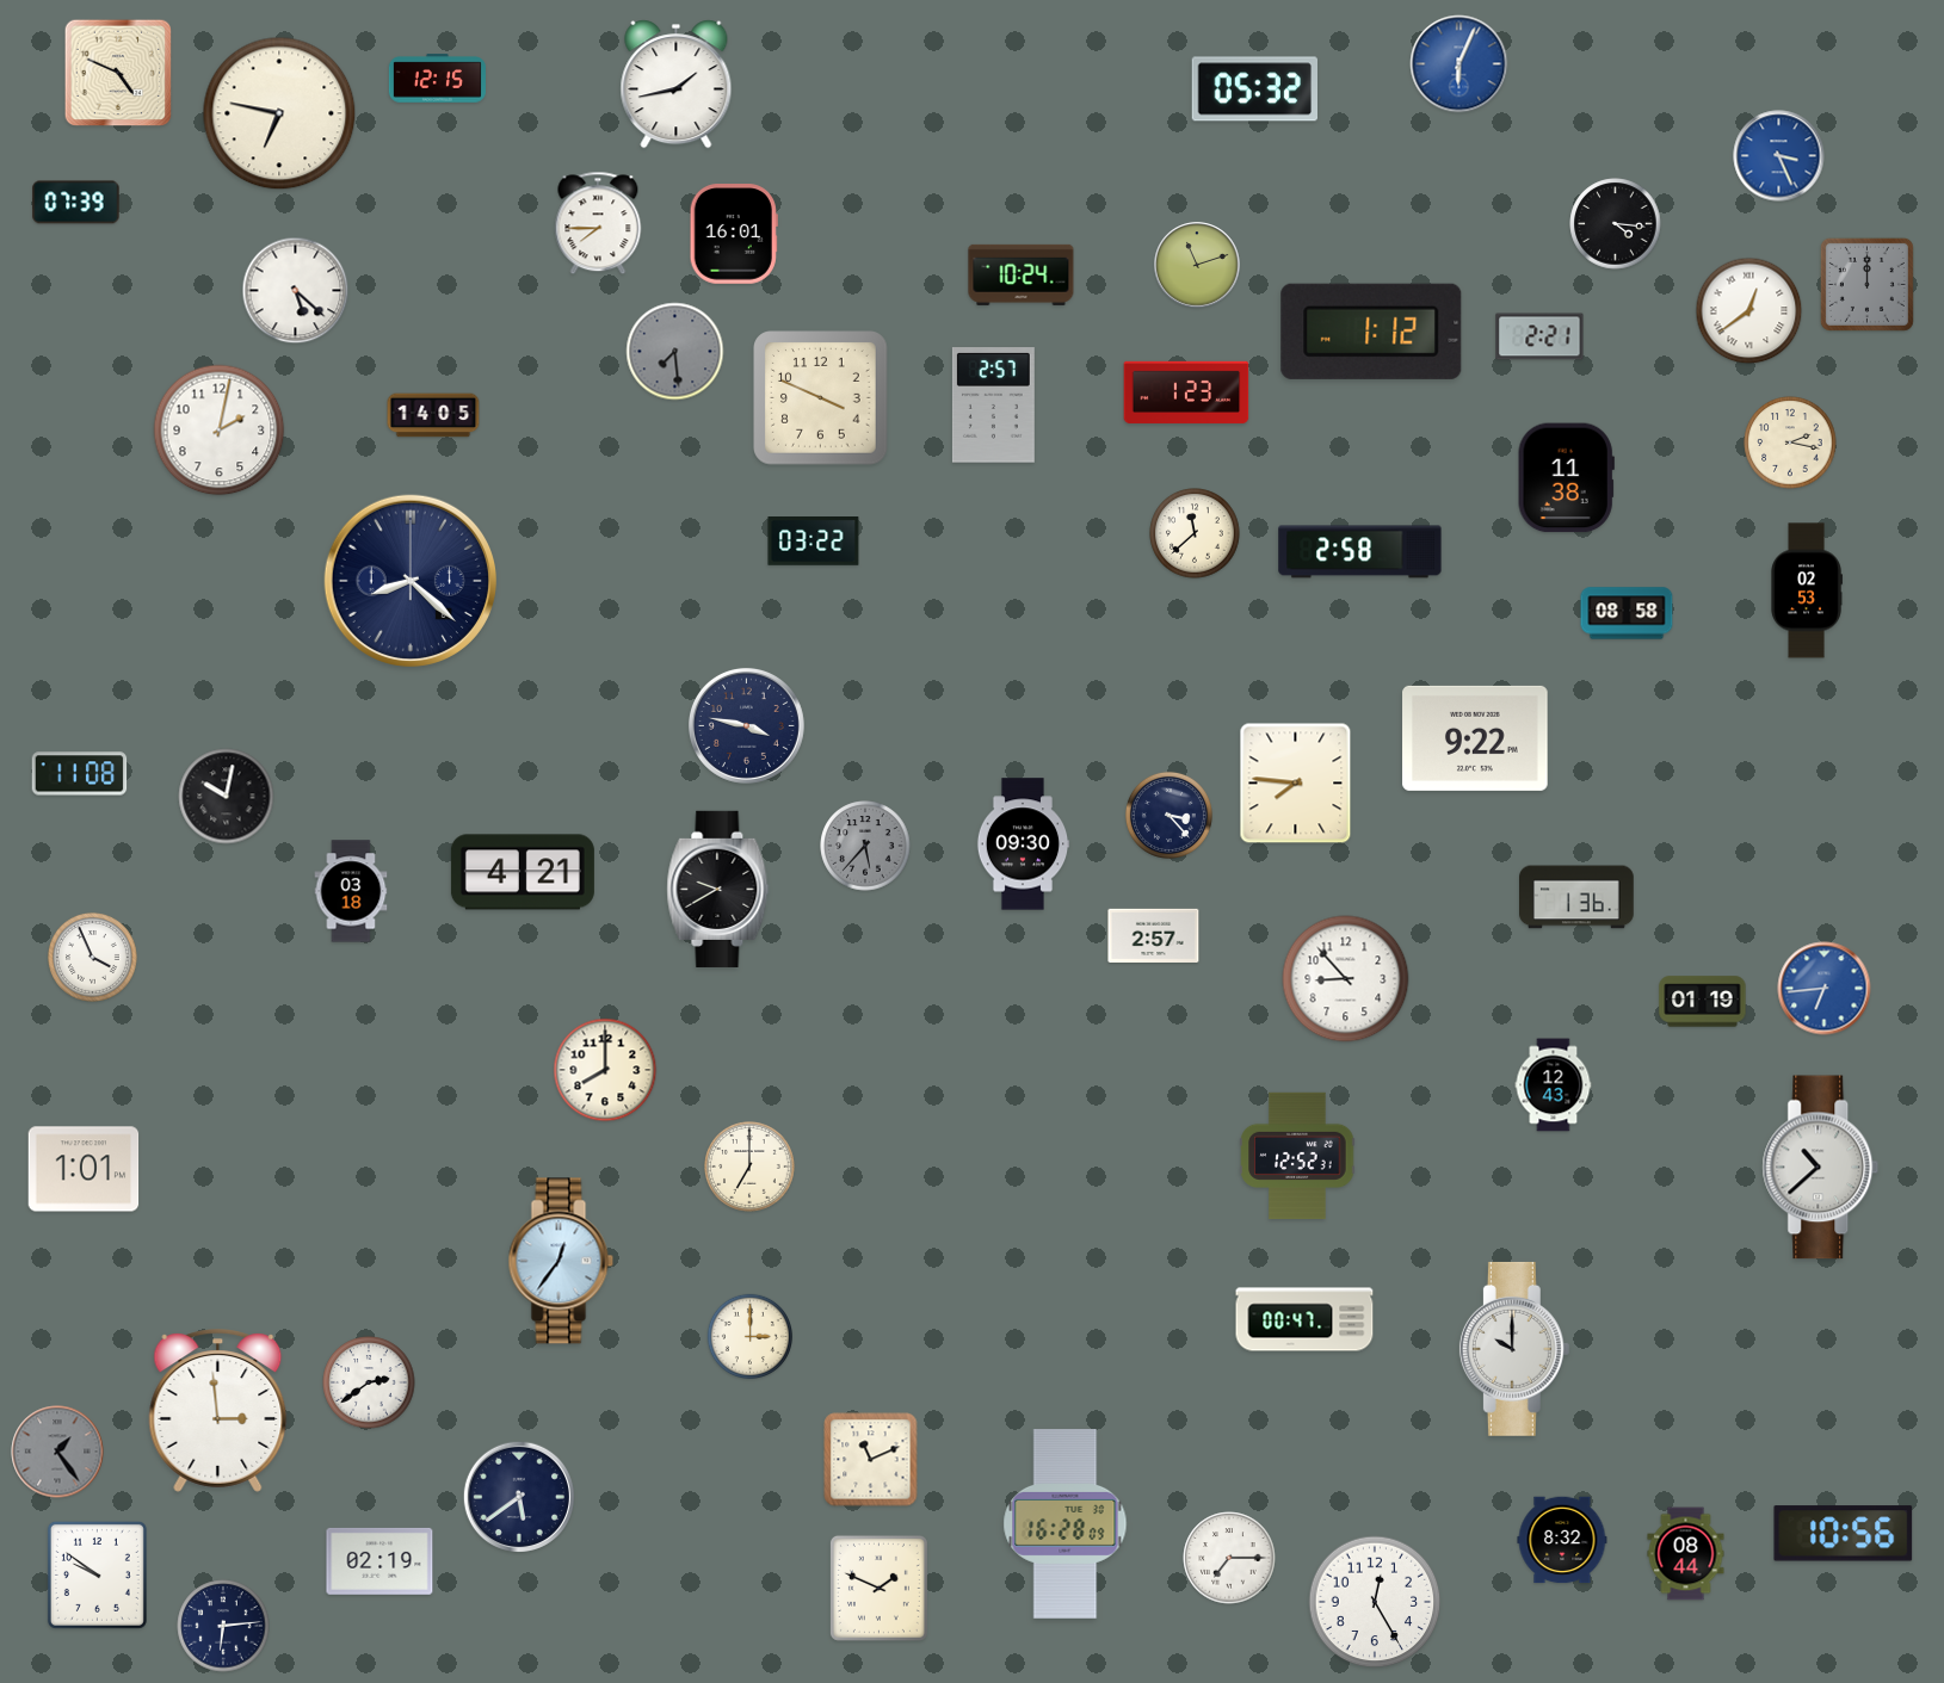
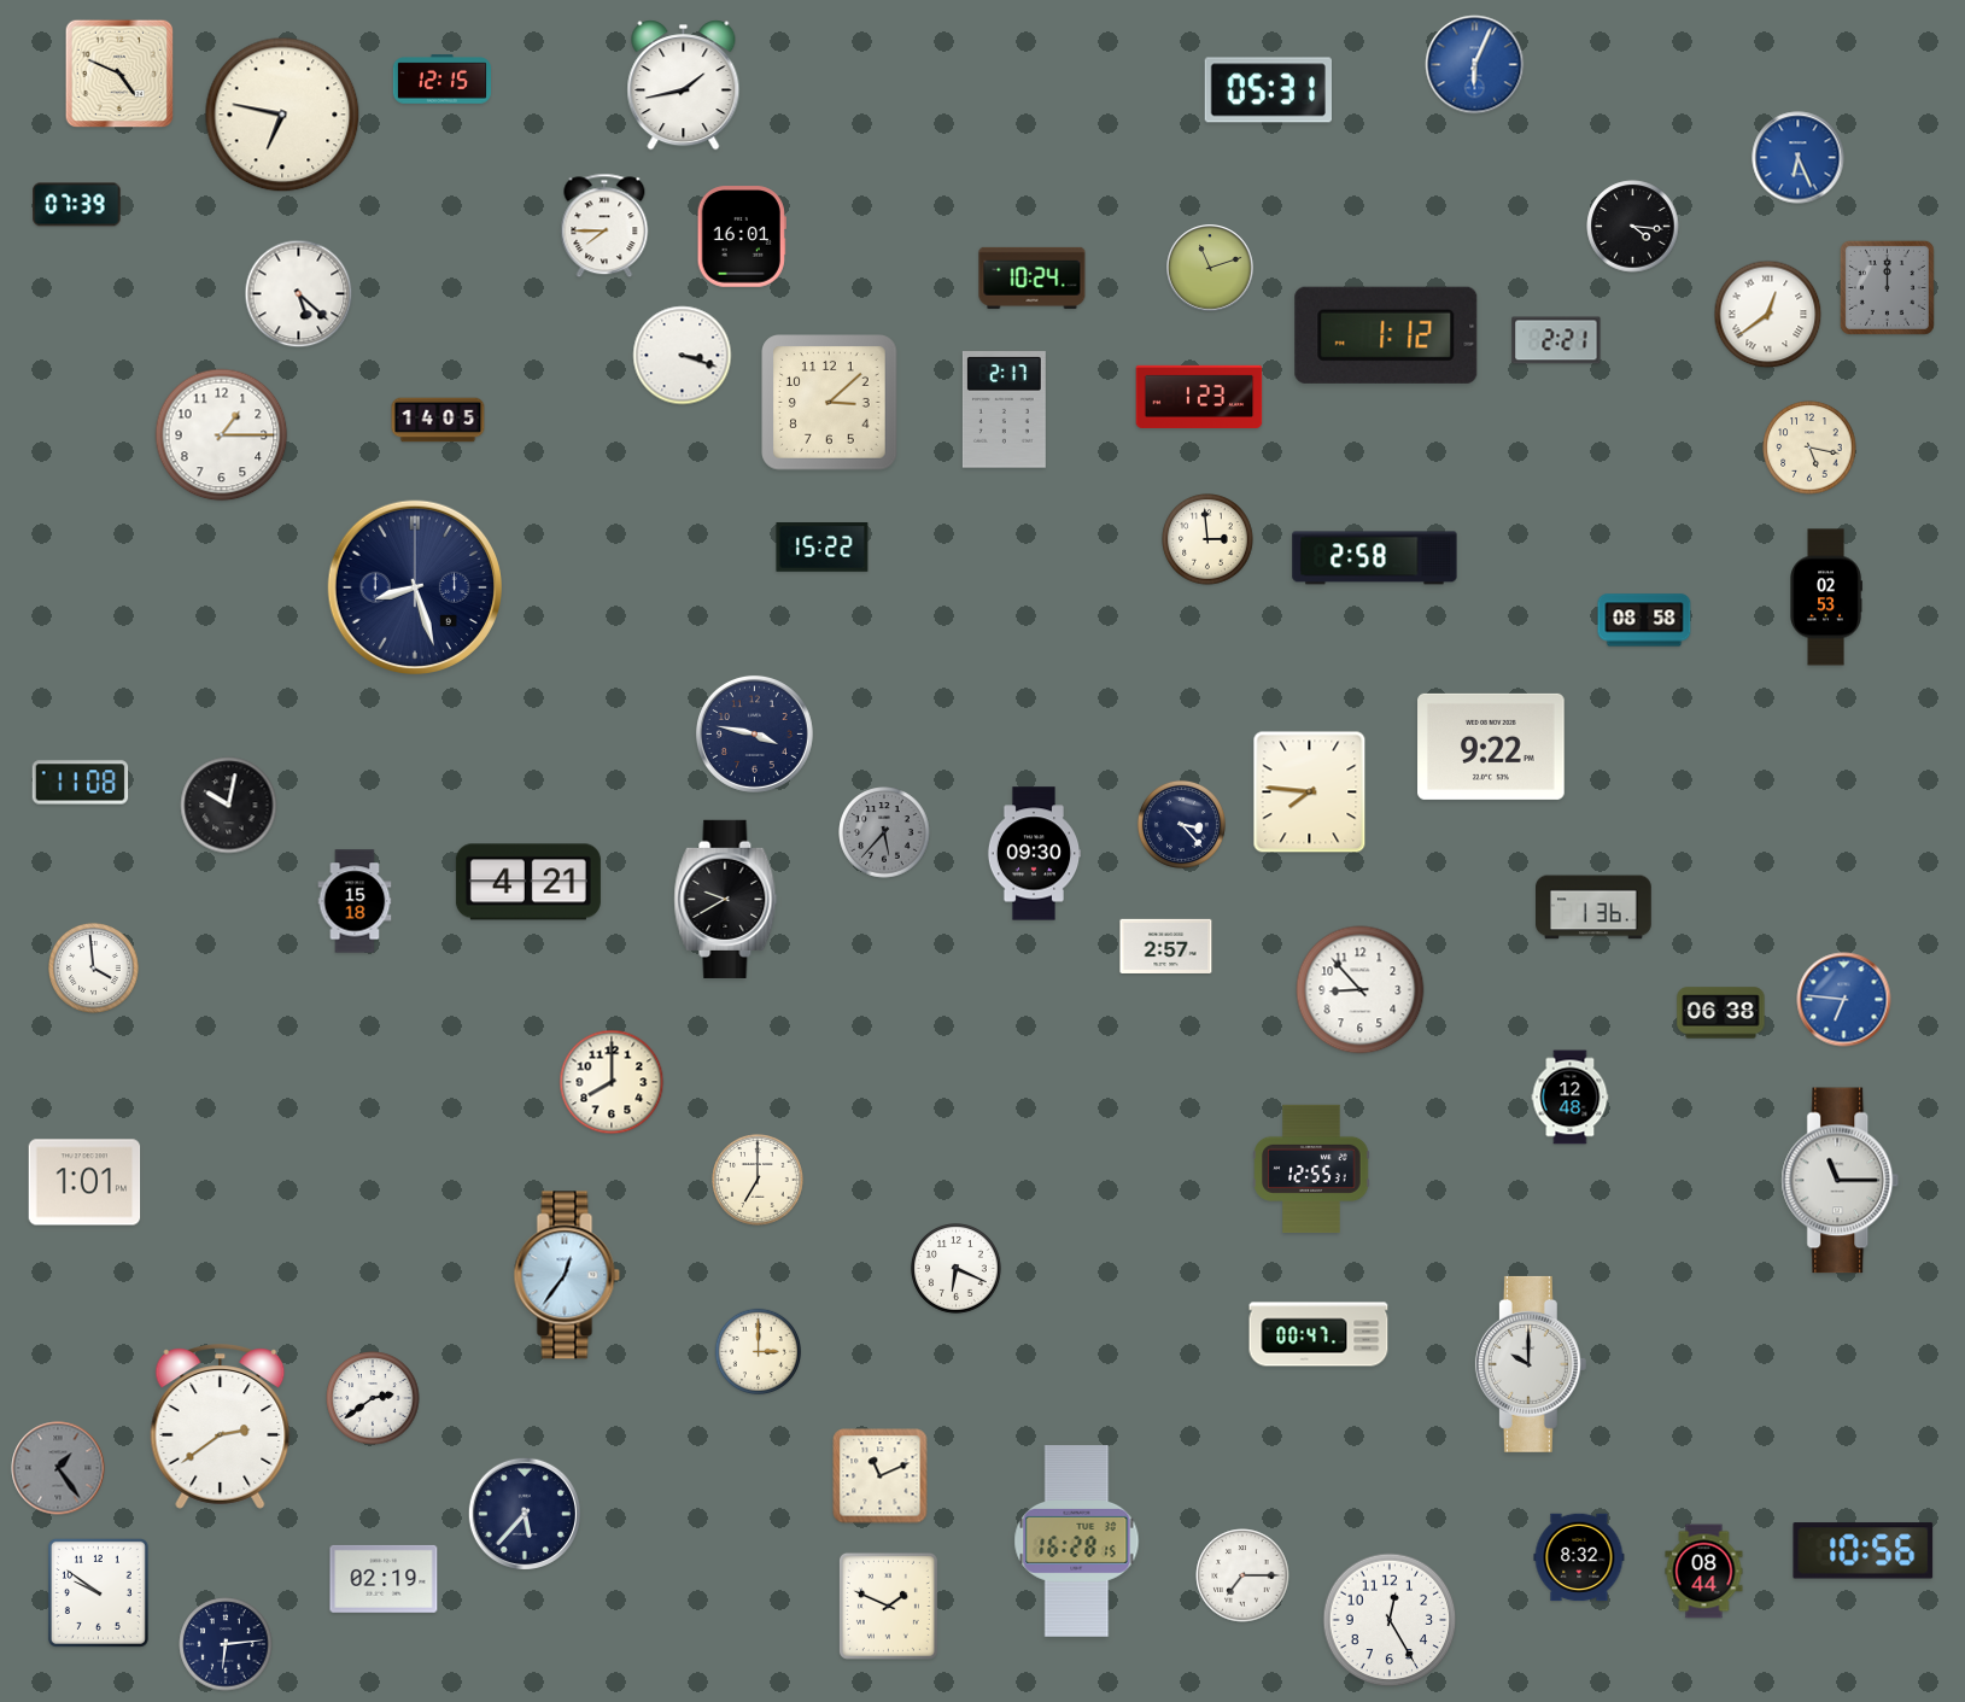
clock at (1254, 89): 05:32 -> 05:31
clock at (1779, 156): 3:26 -> 6:26
clock at (675, 352): 7:29 -> 3:18
clock at (675, 352) dial: grey -> white
clock at (821, 398): 3:49 -> 3:08
clock at (993, 406): 2:57 -> 2:17
clock at (220, 431): 2:02 -> 1:15
clock at (1790, 443): 2:17 -> 5:17
clock at (1566, 478): 11:38 -> none
clock at (1195, 533): 11:38 -> 2:59
clock at (814, 542): 03:22 -> 15:22
clock at (409, 580): 8:22 -> 8:27
clock at (865, 846) position: (865, 846) -> (884, 832)
clock at (351, 891): 03:18 -> 15:18
clock at (93, 958): 3:56 -> 3:59
clock at (1825, 989): 6:44 -> 6:46
clock at (1703, 1002): 01:19 -> 06:38
clock at (1554, 1085): 12:43 -> 12:48
clock at (1297, 1156): 12:52 -> 12:55
clock at (1821, 1168): 10:38 -> 11:15
clock at (957, 1269): none -> 6:19
clock at (218, 1411): 2:59 -> 2:39
clock at (519, 1497): 5:39 -> 5:37
clock at (1066, 1524): 16:28:09 -> 16:28:15
